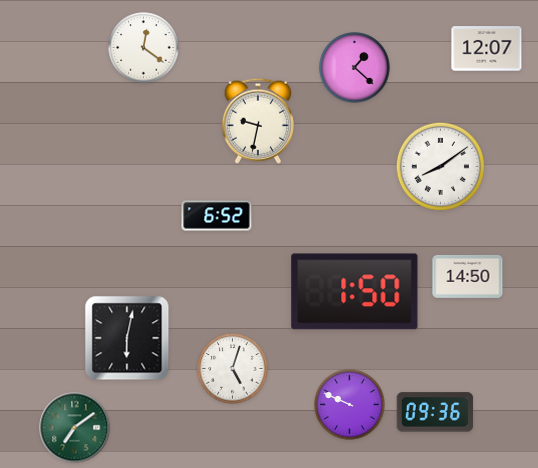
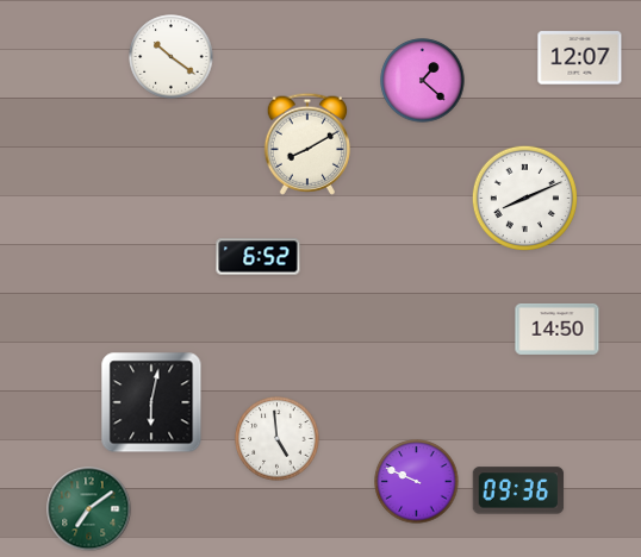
clock at (144, 48): 12:21 -> 10:21
clock at (257, 121): 9:32 -> 8:10
clock at (440, 166): 8:09 -> 8:11
clock at (355, 292): 1:50 -> none
clock at (233, 369): 5:03 -> 4:59
